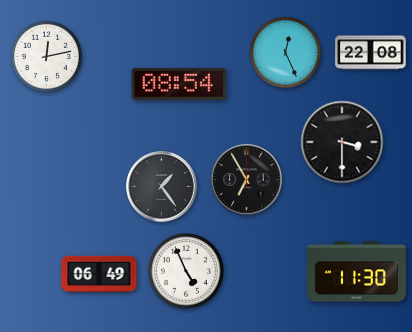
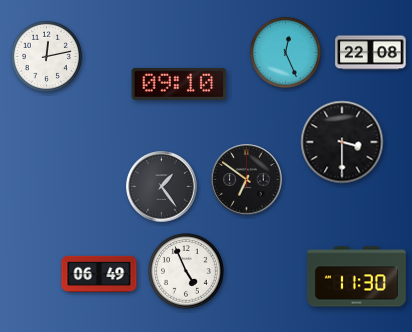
clock at (179, 84): 08:54 -> 09:10
clock at (247, 180): 6:55 -> 6:51
clock at (356, 272) position: (356, 272) -> (356, 277)
